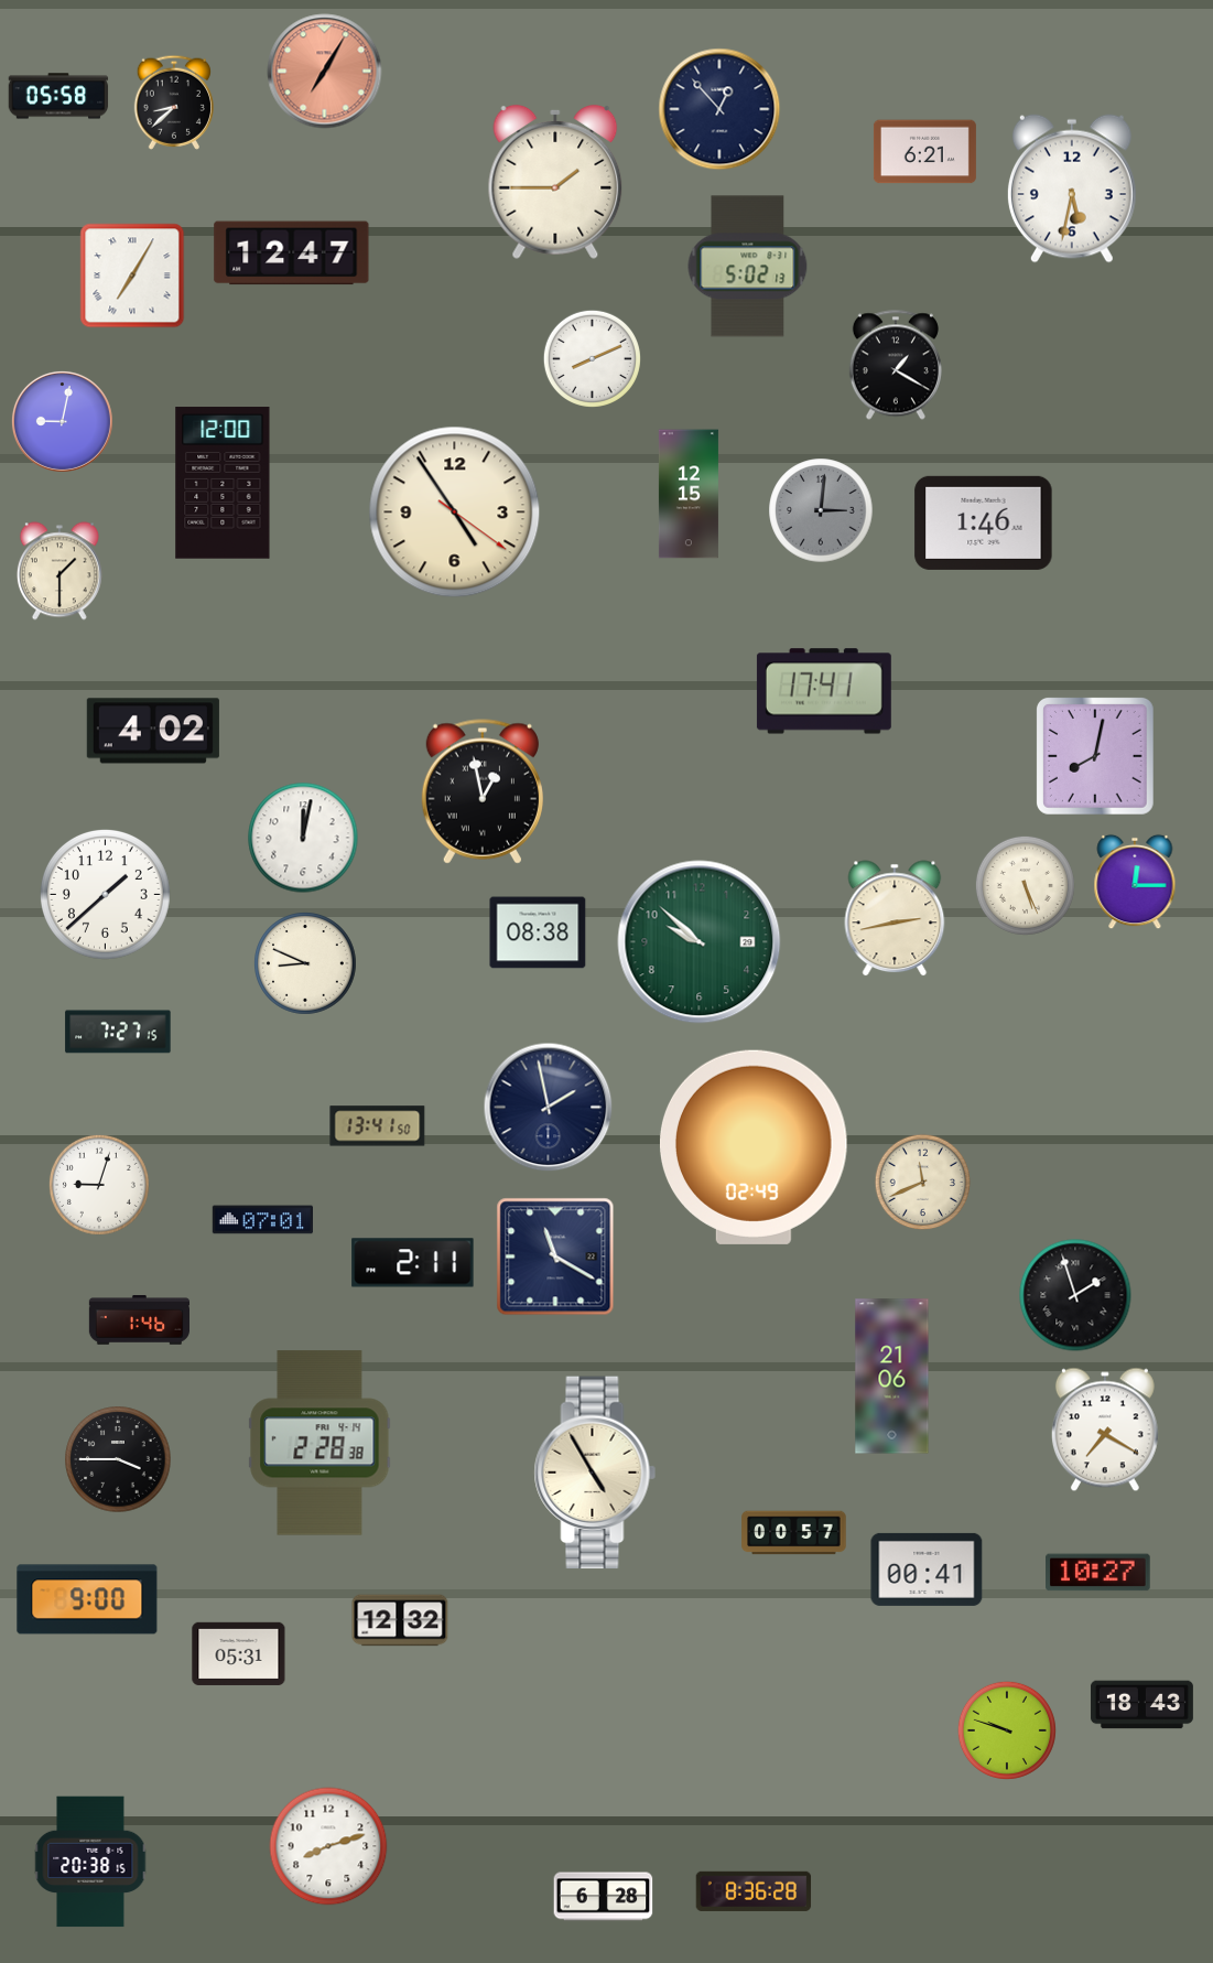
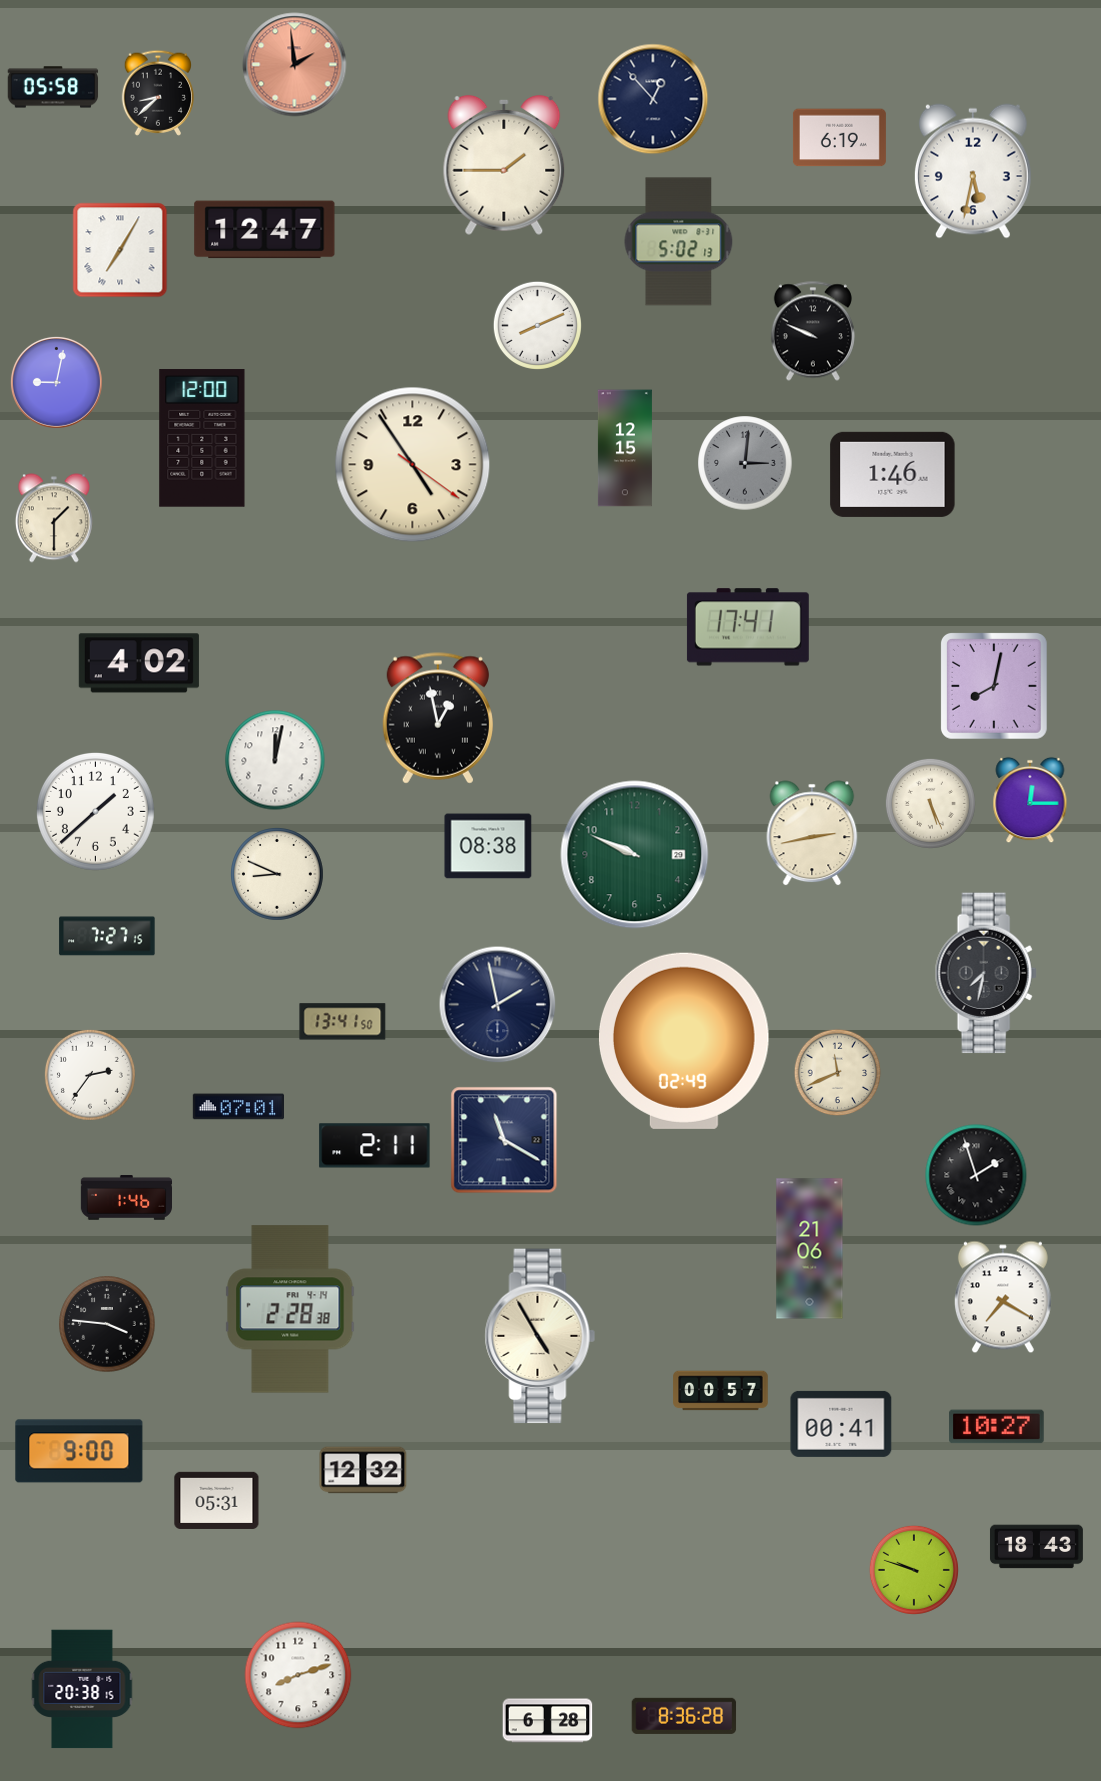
clock at (325, 72): 7:05 -> 1:59
clock at (924, 152): 6:21 -> 6:19
clock at (896, 365): 1:20 -> 9:49
clock at (700, 942): 9:52 -> 9:49
clock at (986, 973): none -> 7:32
clock at (99, 1185): 9:03 -> 2:36
clock at (118, 1459): 3:45 -> 3:46
